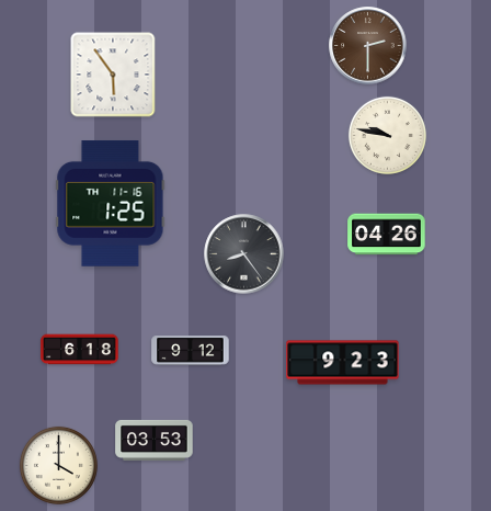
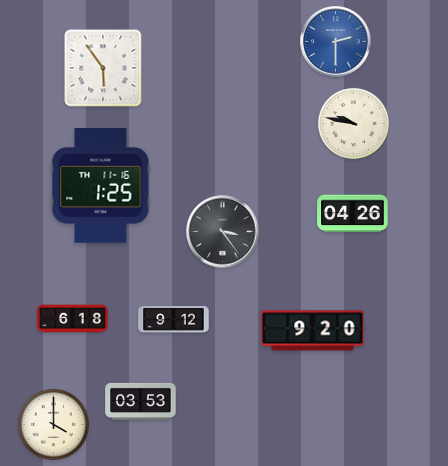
clock at (368, 46) dial: brown -> blue
clock at (244, 254): 8:24 -> 3:24
clock at (343, 363): 9:23 -> 9:20
